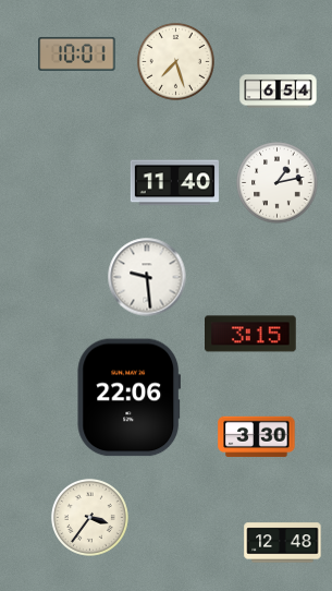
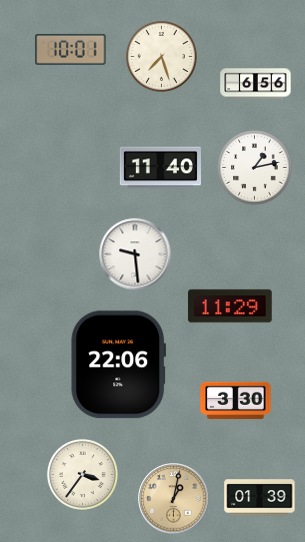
clock at (279, 92): 6:54 -> 6:56
clock at (251, 334): 3:15 -> 11:29
clock at (283, 543): 12:48 -> 01:39
clock at (174, 499): none -> 1:02
